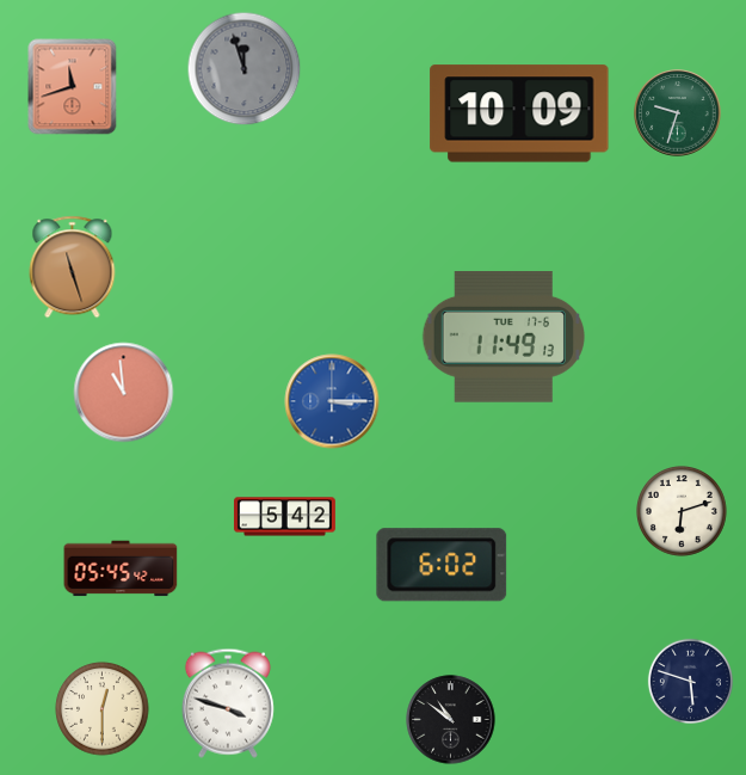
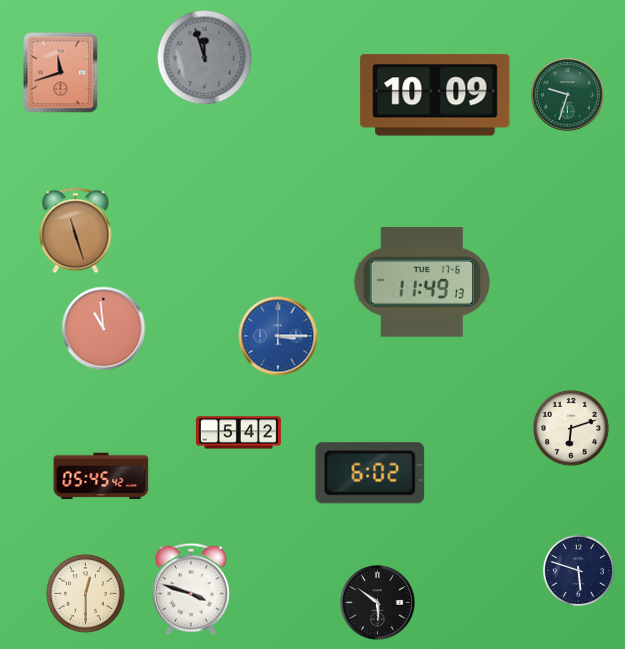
clock at (73, 267) position: (73, 267) -> (76, 231)
clock at (451, 720): 10:51 -> 5:51
